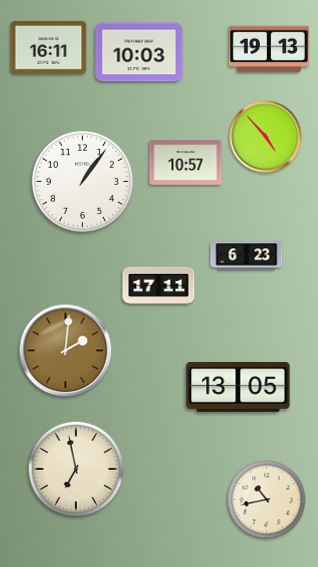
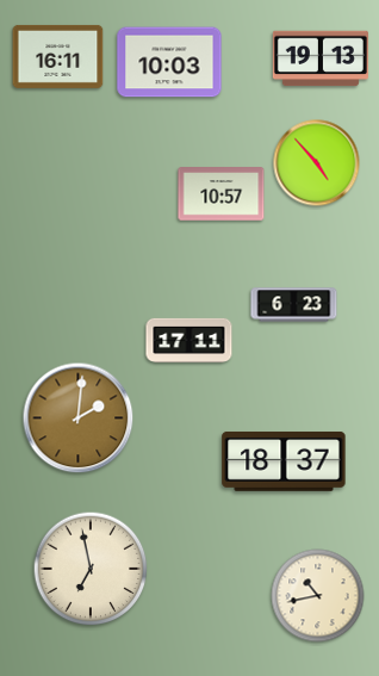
clock at (139, 52) position: (139, 52) -> (169, 62)
clock at (82, 181): 1:06 -> none
clock at (238, 387): 13:05 -> 18:37
clock at (76, 469) position: (76, 469) -> (91, 569)
